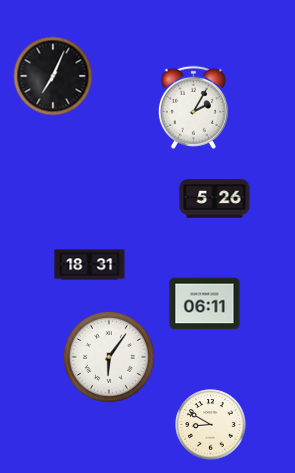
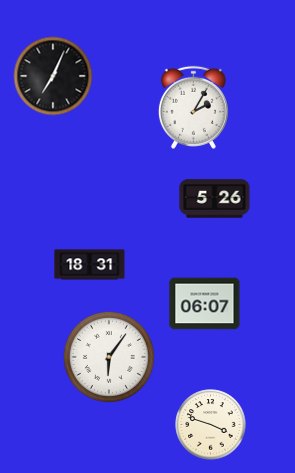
clock at (205, 304): 06:11 -> 06:07
clock at (211, 425): 8:50 -> 3:48
